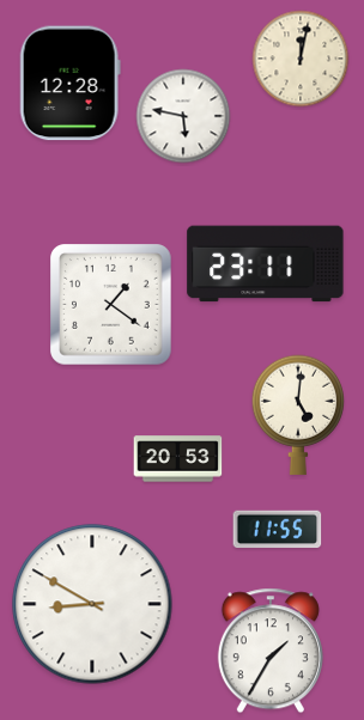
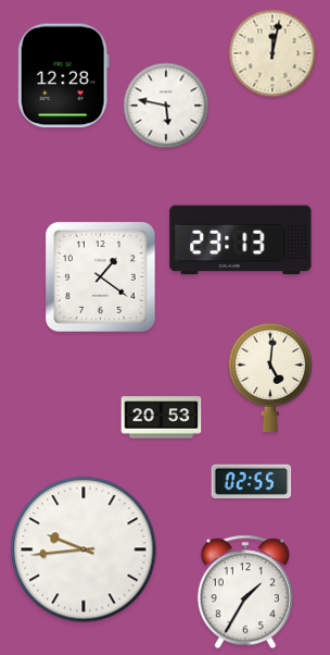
clock at (266, 264): 23:11 -> 23:13
clock at (278, 530): 11:55 -> 02:55
clock at (92, 604): 8:50 -> 9:44
